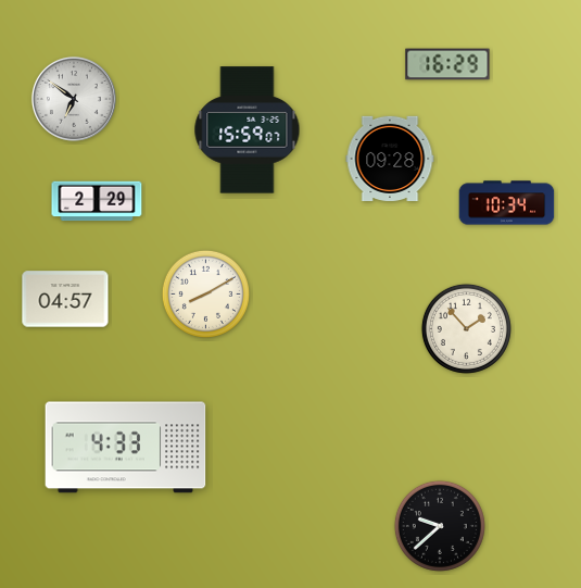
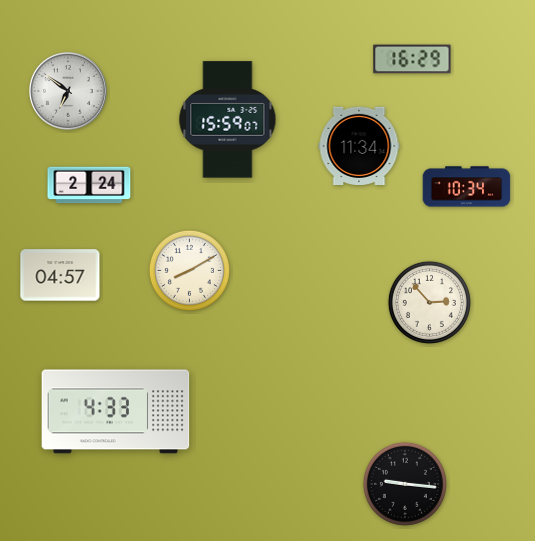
clock at (390, 158): 09:28 -> 11:34
clock at (97, 201): 2:29 -> 2:24
clock at (466, 328): 1:53 -> 2:53
clock at (440, 526): 9:38 -> 9:16
